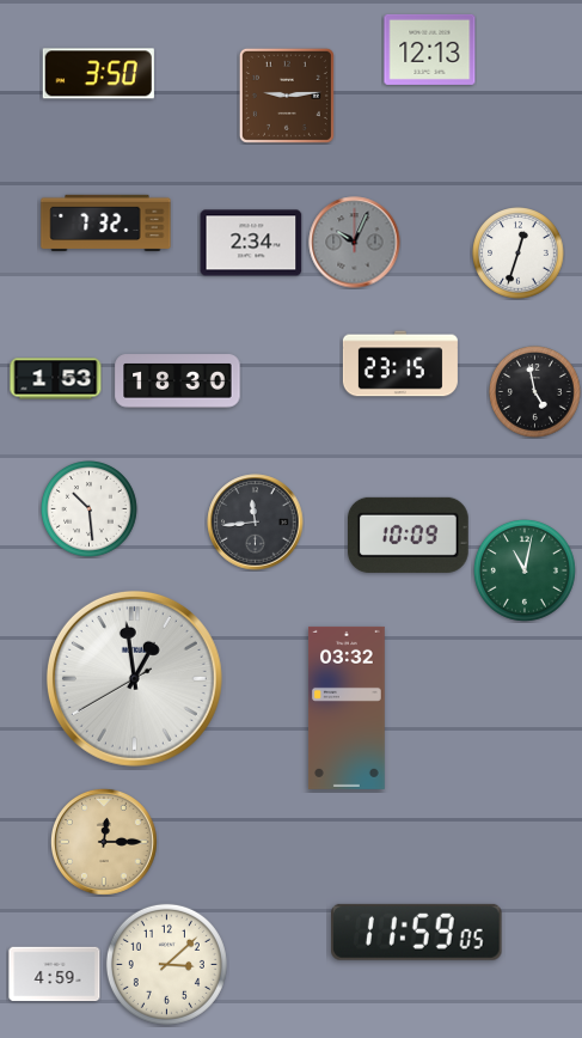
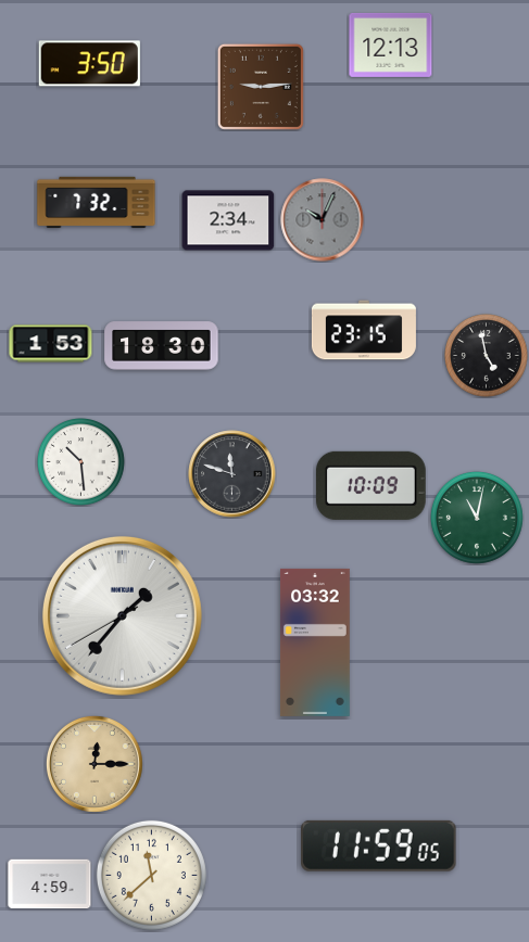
clock at (98, 74) position: (98, 74) -> (89, 64)
clock at (519, 254): 12:33 -> none
clock at (256, 523): 11:44 -> 11:48
clock at (134, 678): 12:58 -> 1:36
clock at (166, 964): 3:08 -> 11:38
